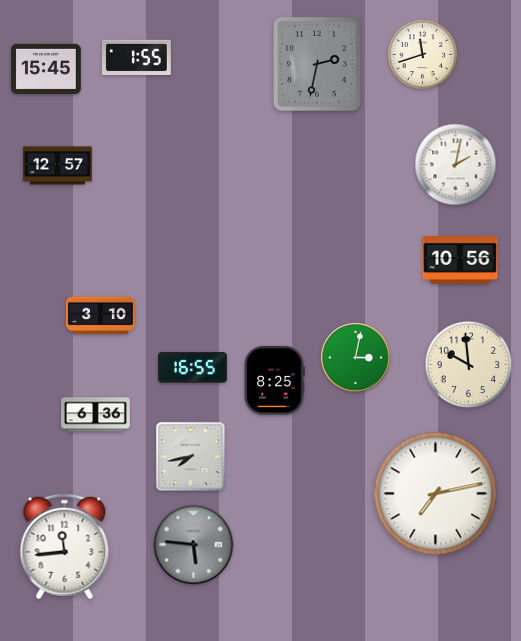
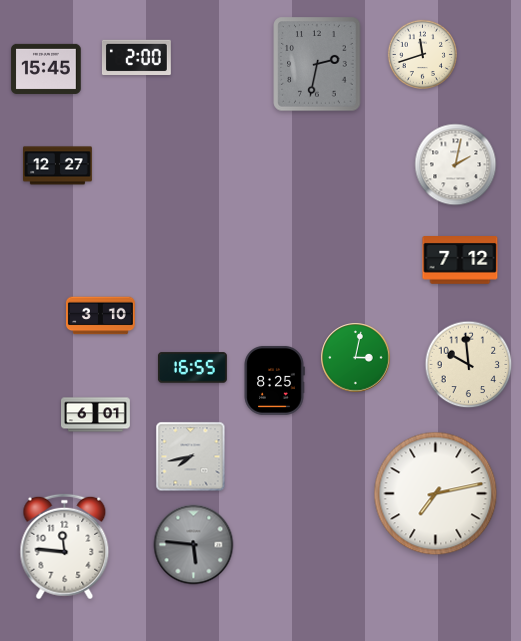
clock at (136, 58): 1:55 -> 2:00
clock at (58, 166): 12:57 -> 12:27
clock at (460, 261): 10:56 -> 7:12
clock at (96, 415): 6:36 -> 6:01
clock at (65, 547): 11:44 -> 11:46
